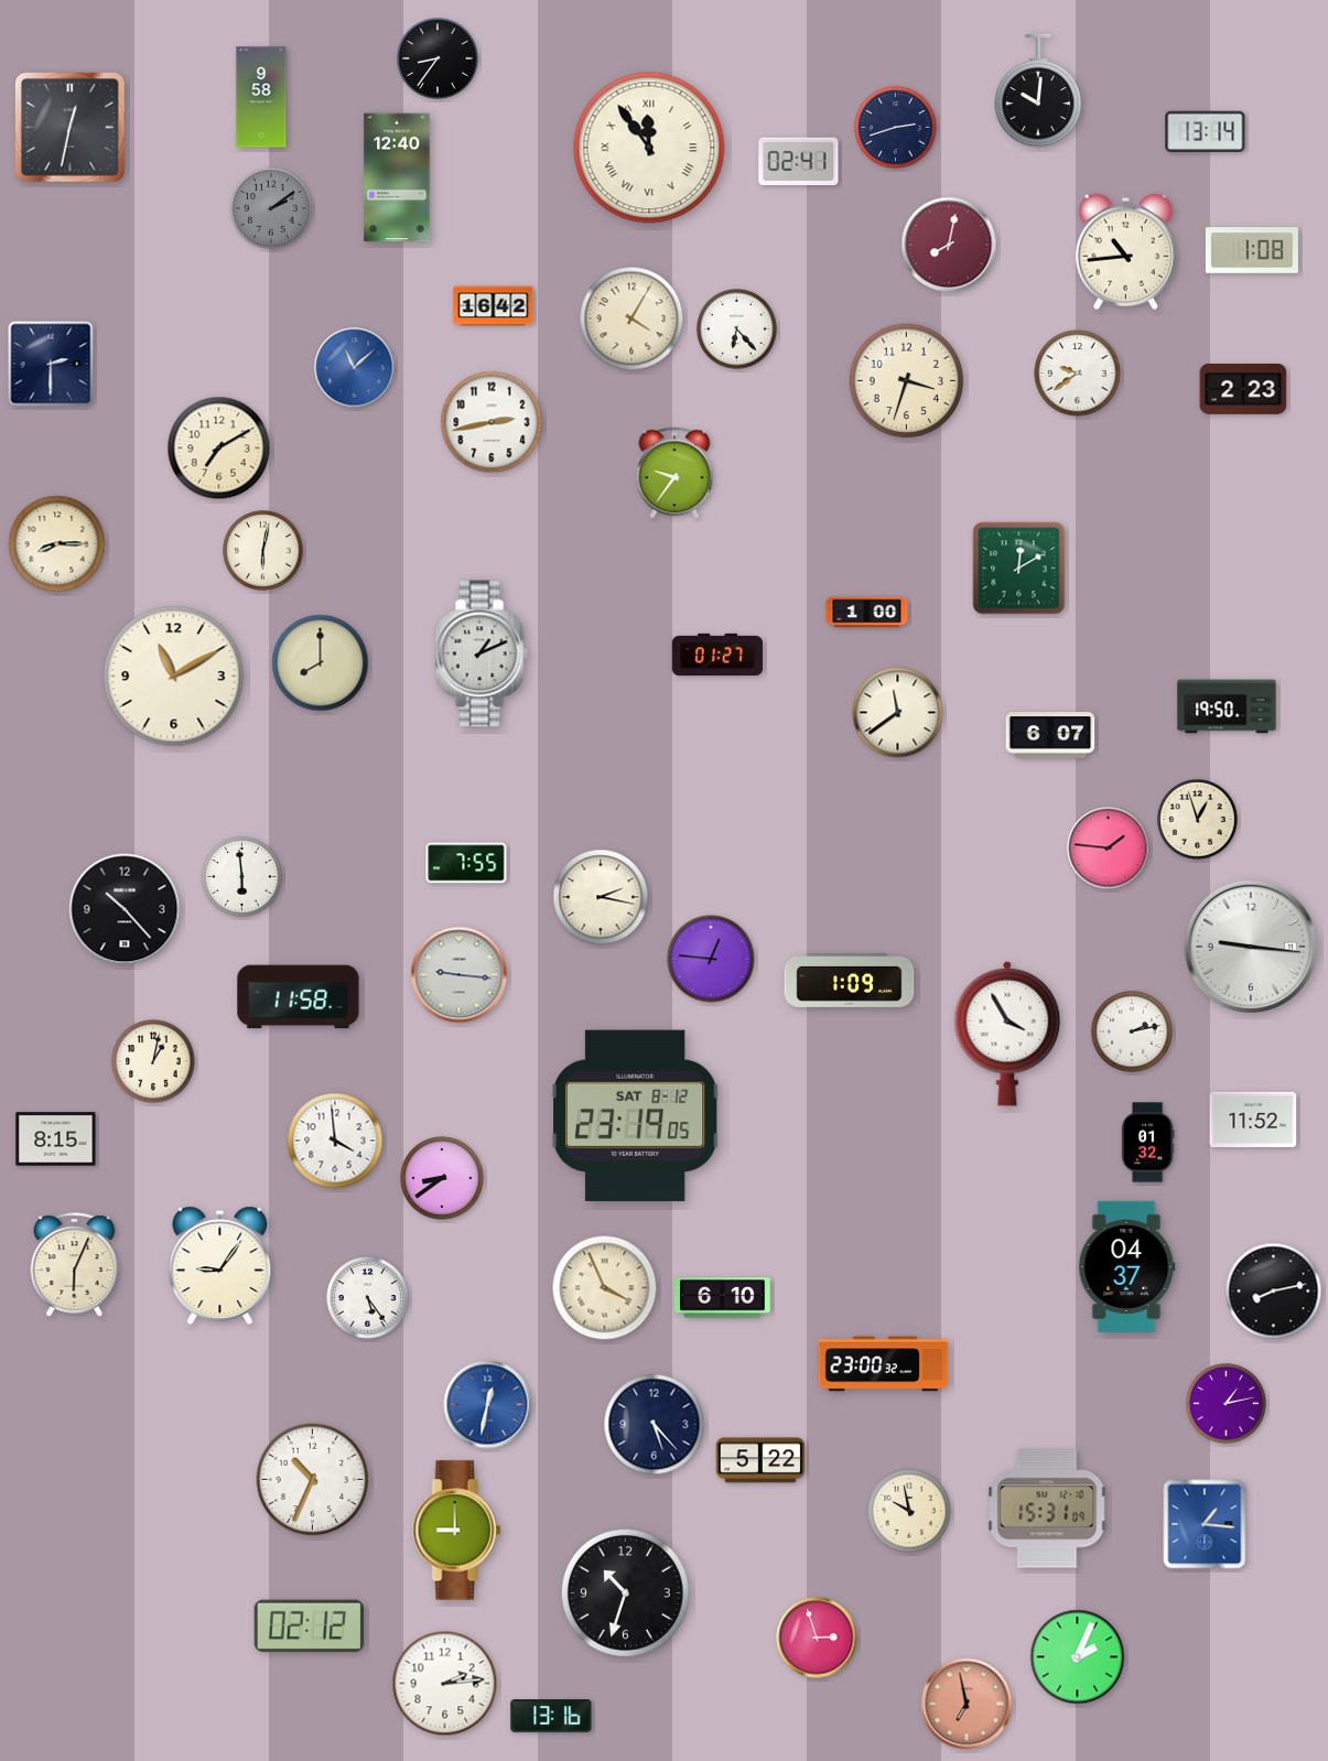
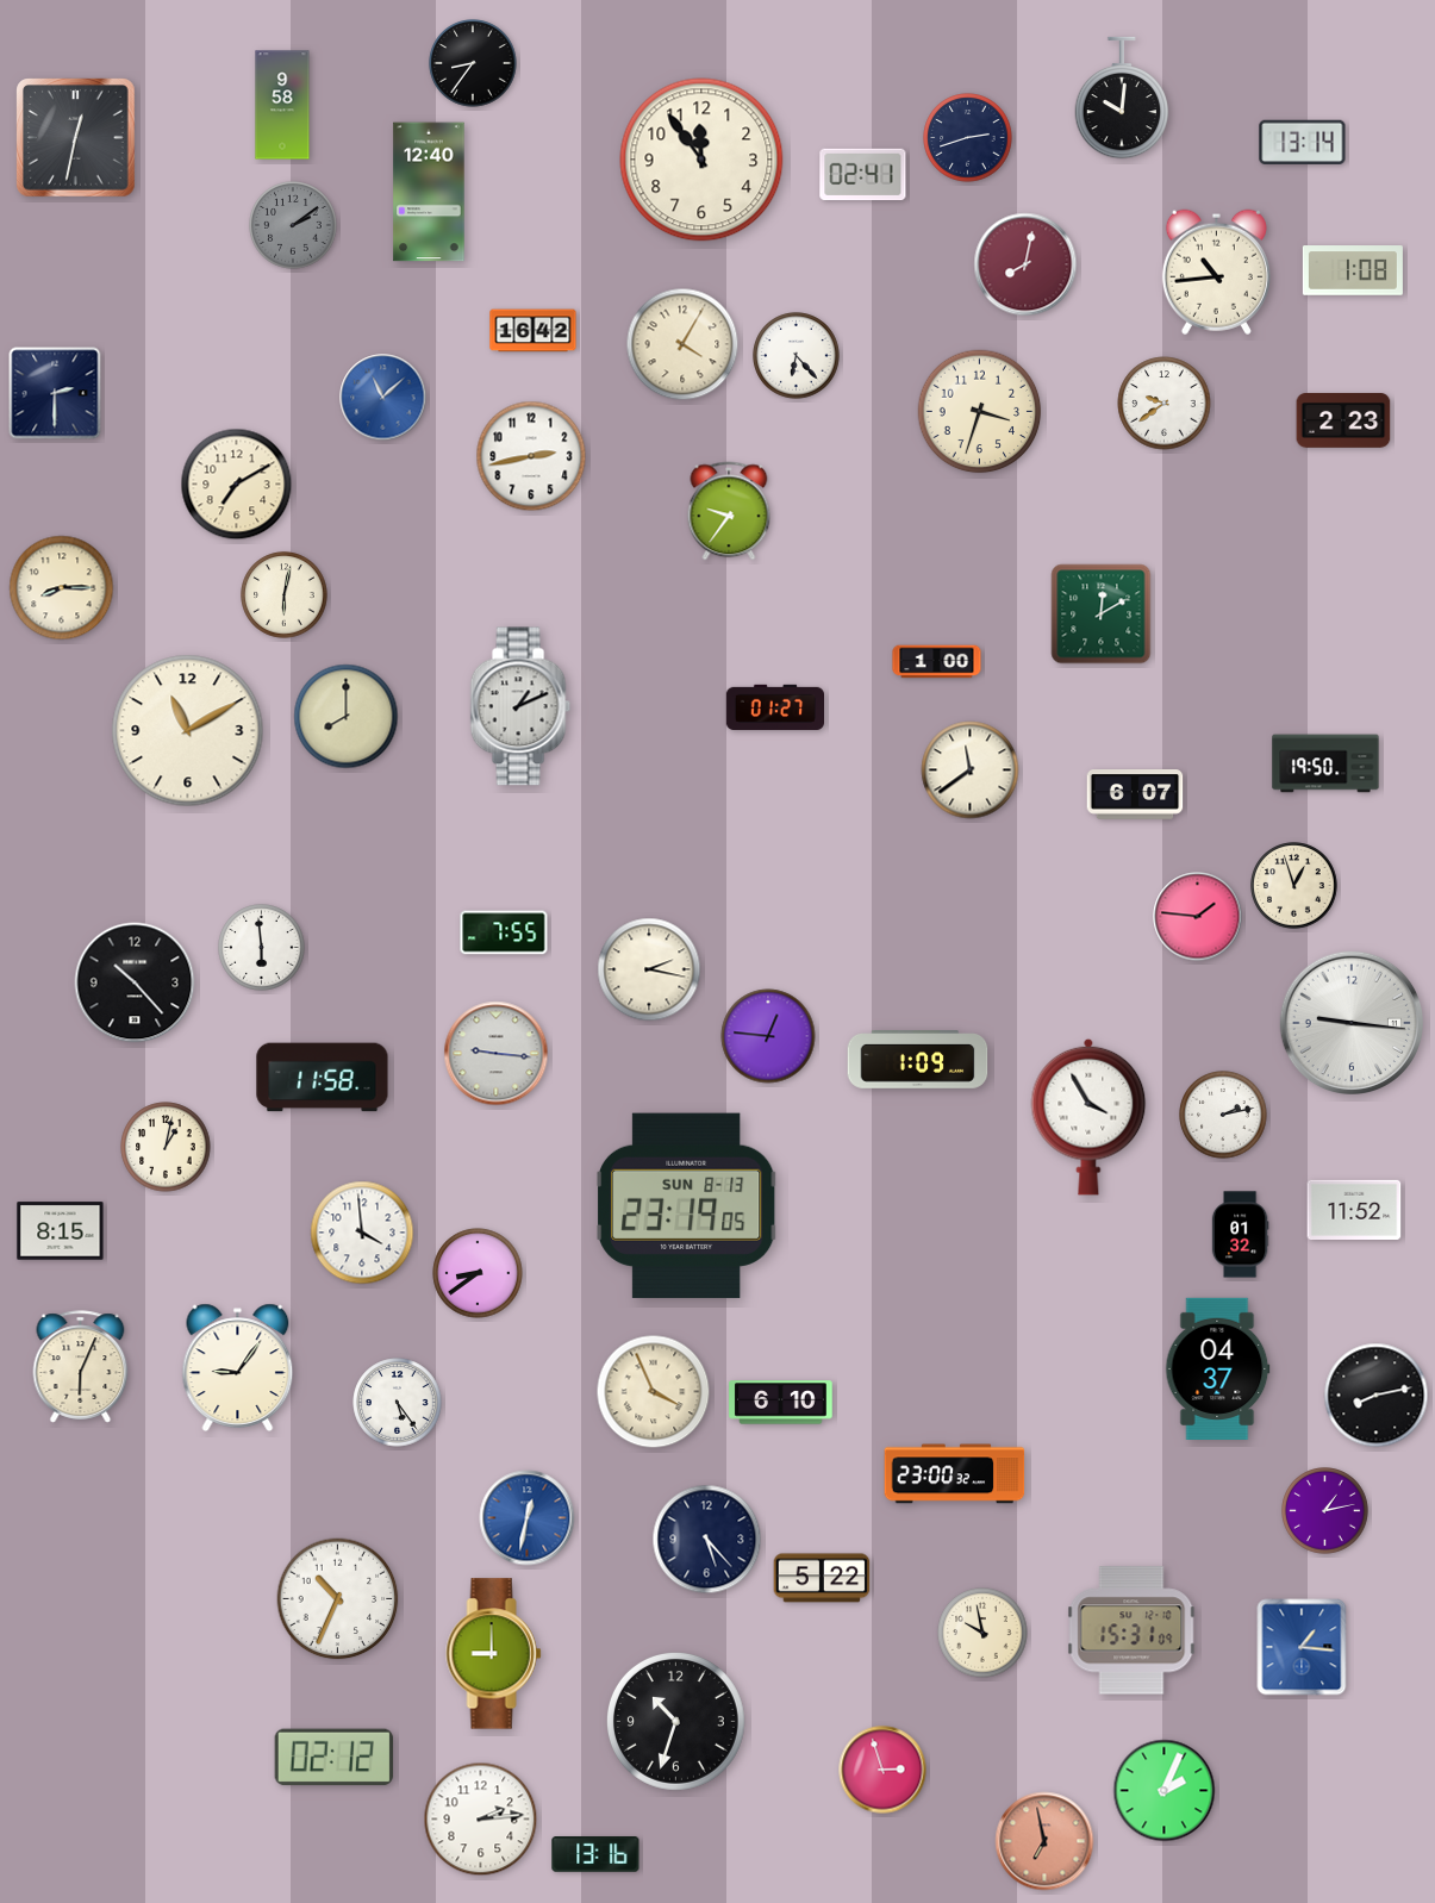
clock at (649, 148) numerals: Roman -> Arabic
clock at (636, 1115) date: SAT 8-12 -> SUN 8-13
clock at (1227, 1404) position: (1227, 1404) -> (1325, 1511)
